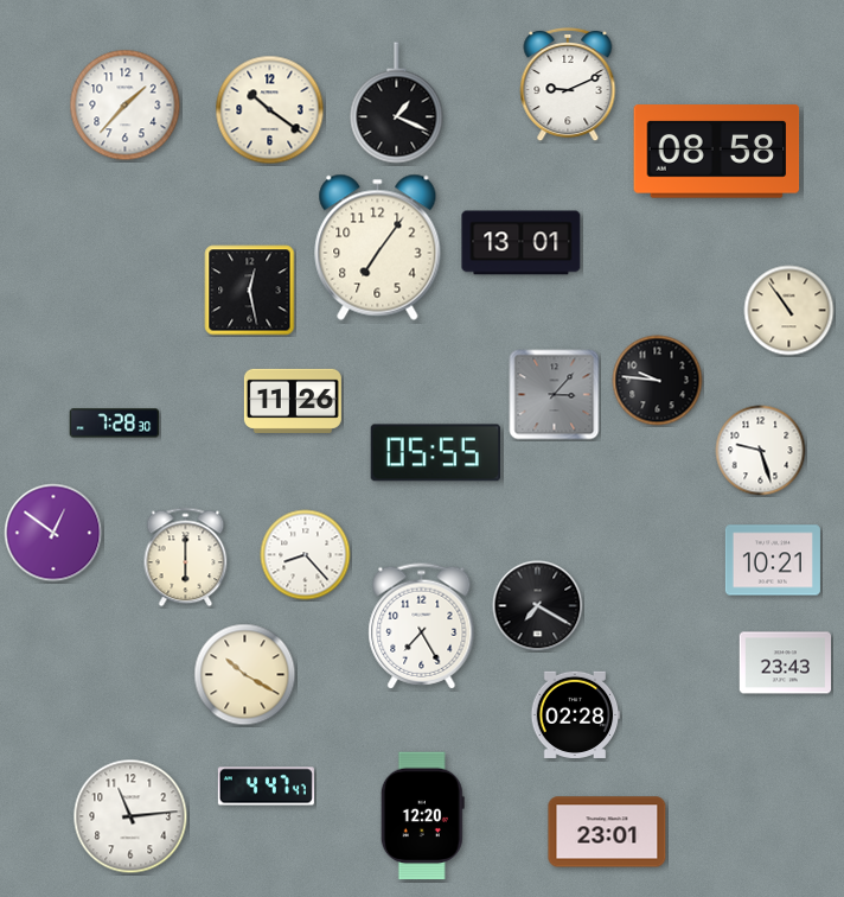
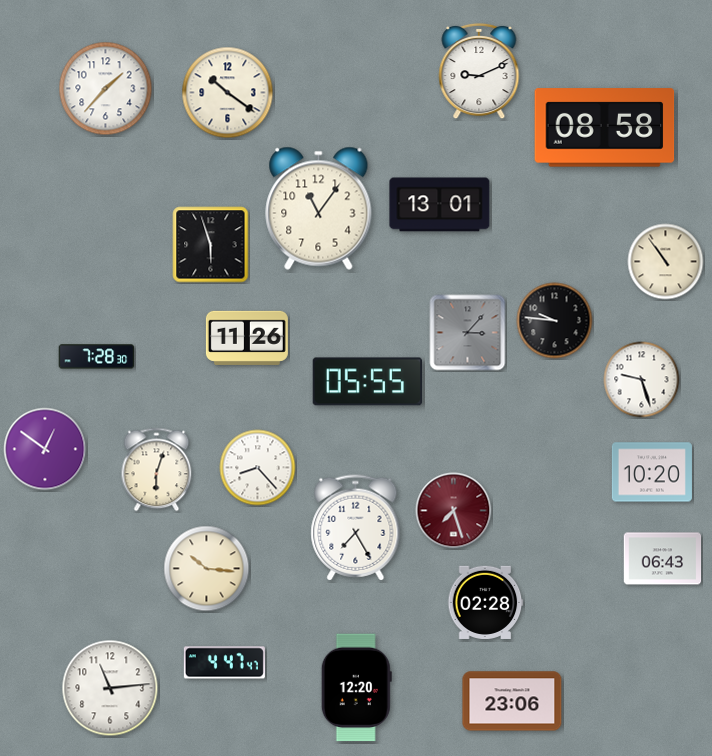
clock at (397, 103): 1:19 -> none
clock at (378, 247): 7:06 -> 11:06
clock at (250, 291): 12:28 -> 5:57
clock at (186, 558): 6:00 -> 6:03
clock at (773, 560): 10:21 -> 10:20
clock at (538, 606): 7:20 -> 7:27
clock at (538, 606) dial: black -> burgundy
clock at (786, 663): 23:43 -> 06:43
clock at (245, 675): 10:20 -> 10:16
clock at (607, 832): 23:01 -> 23:06
